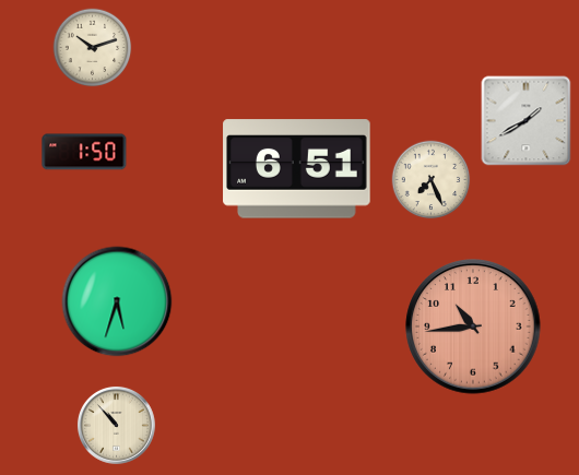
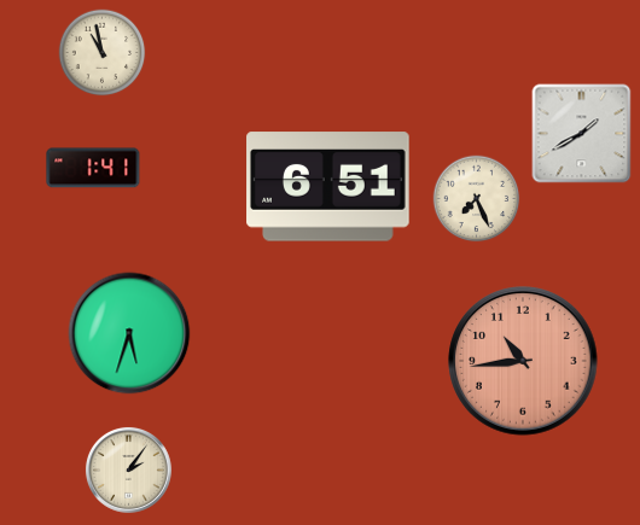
clock at (93, 48): 10:12 -> 10:58
clock at (84, 152): 1:50 -> 1:41
clock at (116, 425): 10:53 -> 2:06
